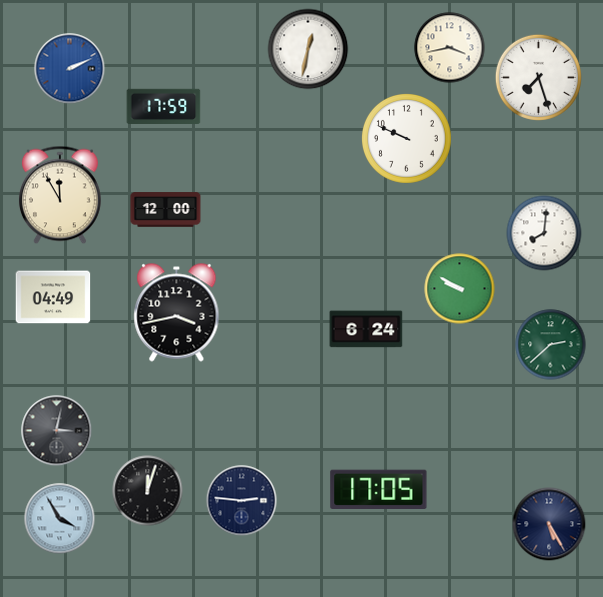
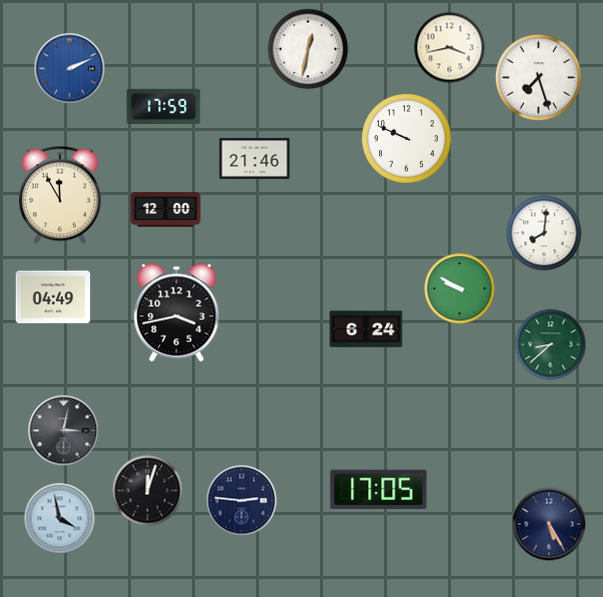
clock at (255, 158): none -> 21:46
clock at (551, 345): 2:38 -> 8:38
clock at (57, 431) position: (57, 431) -> (64, 431)
clock at (60, 519): 3:55 -> 3:58
